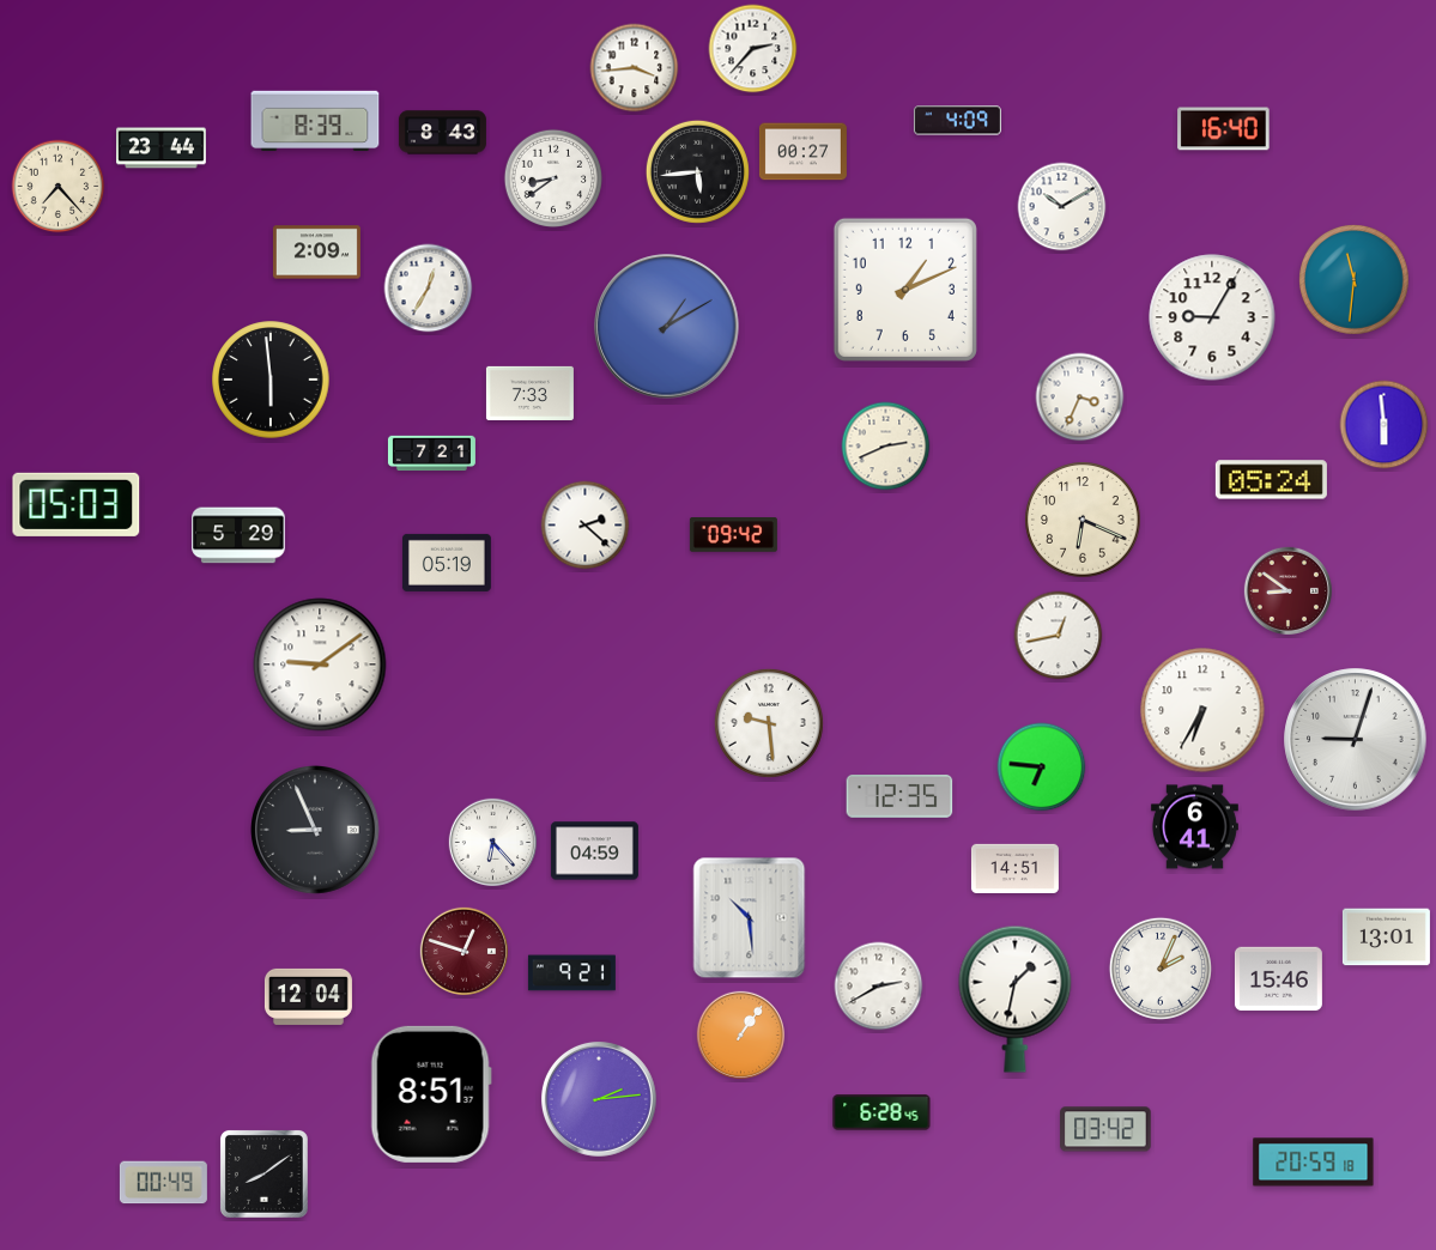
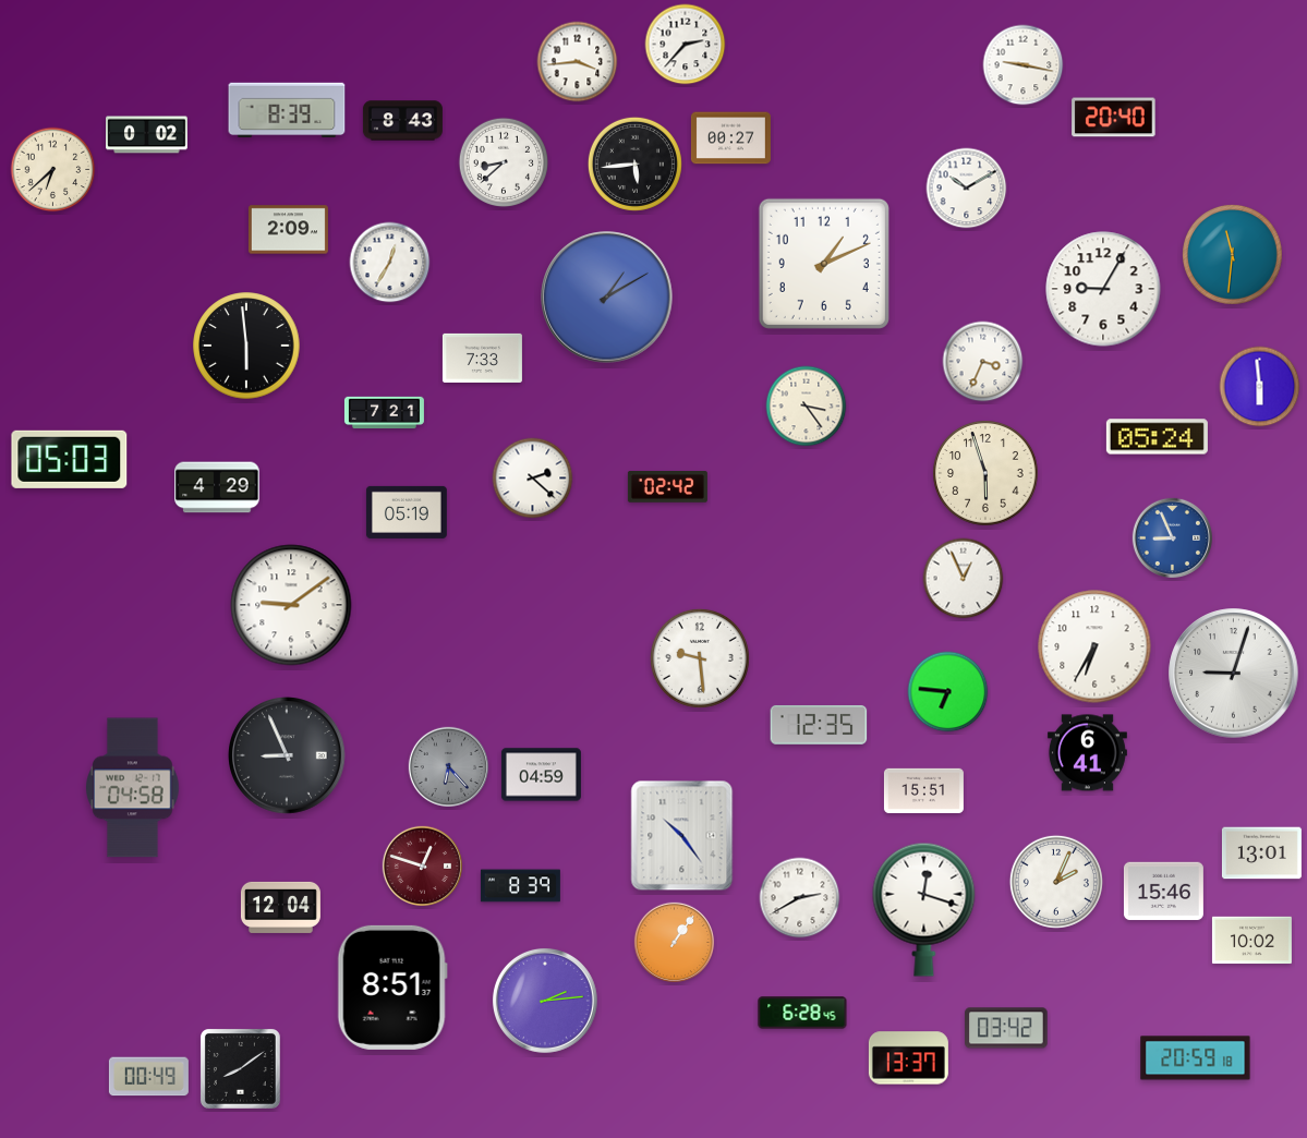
clock at (1024, 65): none -> 9:17
clock at (957, 121): 4:09 -> none
clock at (1224, 129): 16:40 -> 20:40
clock at (162, 148): 23:44 -> 0:02
clock at (697, 171) position: (697, 171) -> (634, 164)
clock at (553, 178): 8:39 -> 8:38
clock at (59, 187): 7:23 -> 6:38
clock at (886, 447): 2:41 -> 3:24
clock at (431, 454) position: (431, 454) -> (384, 413)
clock at (1083, 520): 6:19 -> 5:57
clock at (238, 535): 5:29 -> 4:29
clock at (733, 535): 09:42 -> 02:42
clock at (1287, 590): 8:51 -> 8:56
clock at (1287, 590) dial: burgundy -> blue
clock at (1059, 636): 12:43 -> 12:56
clock at (1042, 767) position: (1042, 767) -> (948, 692)
clock at (492, 842) dial: white -> grey
clock at (133, 788): none -> 04:58
clock at (1014, 868): 14:51 -> 15:51
clock at (750, 918): 10:29 -> 10:24
clock at (571, 973): 9:21 -> 8:39
clock at (1016, 999): 1:32 -> 12:18
clock at (1251, 941): none -> 10:02
clock at (431, 1094) position: (431, 1094) -> (392, 988)
clock at (908, 1058): none -> 13:37
